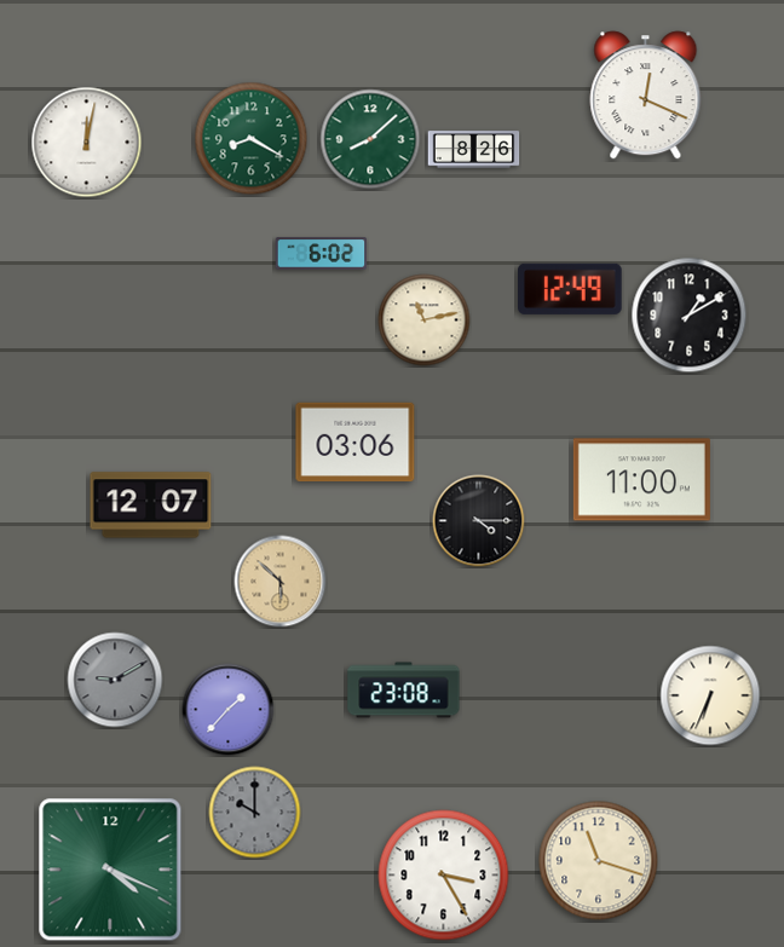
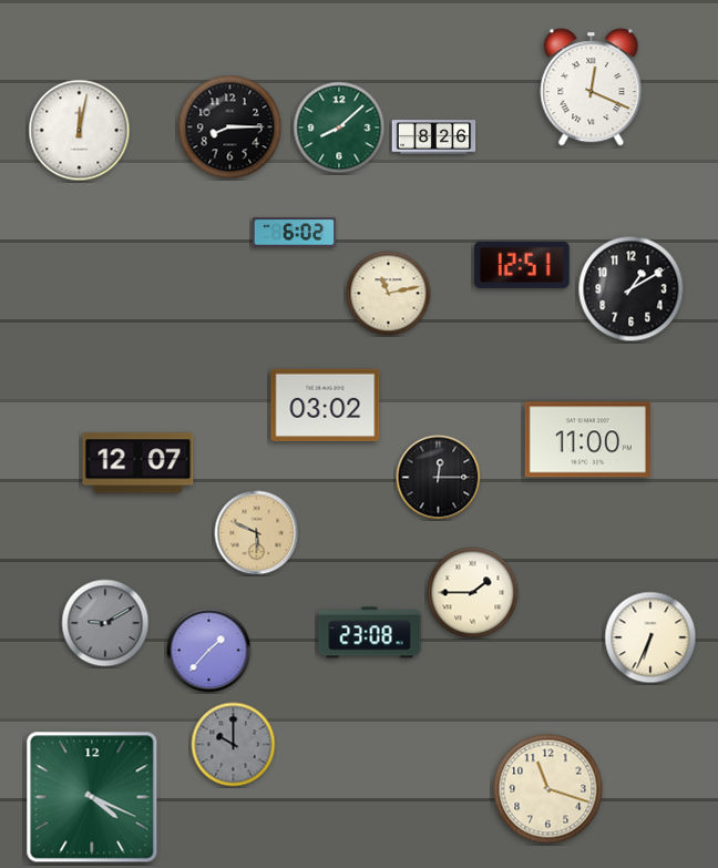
clock at (252, 139): 8:20 -> 8:15
clock at (252, 139) dial: green -> black
clock at (571, 289): 12:49 -> 12:51
clock at (356, 443): 03:06 -> 03:02
clock at (479, 521): 4:15 -> 12:15
clock at (281, 582): 5:52 -> 5:49
clock at (473, 593): none -> 1:45
clock at (110, 870) position: (110, 870) -> (92, 797)
clock at (444, 876): 3:25 -> none
